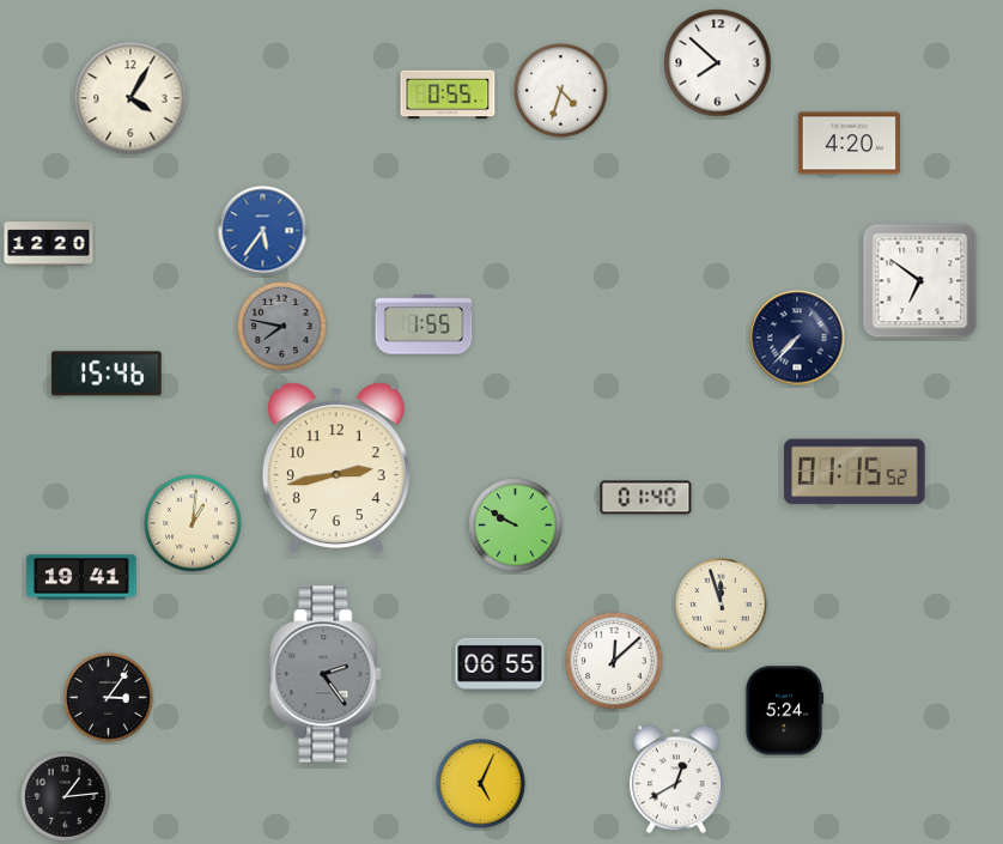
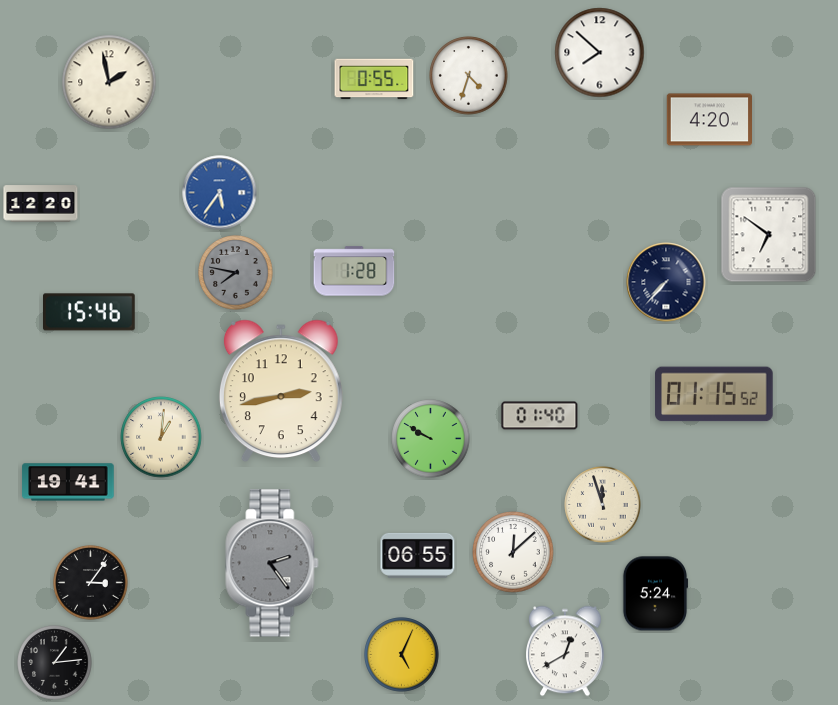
clock at (130, 98): 4:05 -> 1:58
clock at (424, 324): 1:55 -> 1:28
clock at (66, 797) position: (66, 797) -> (55, 663)
